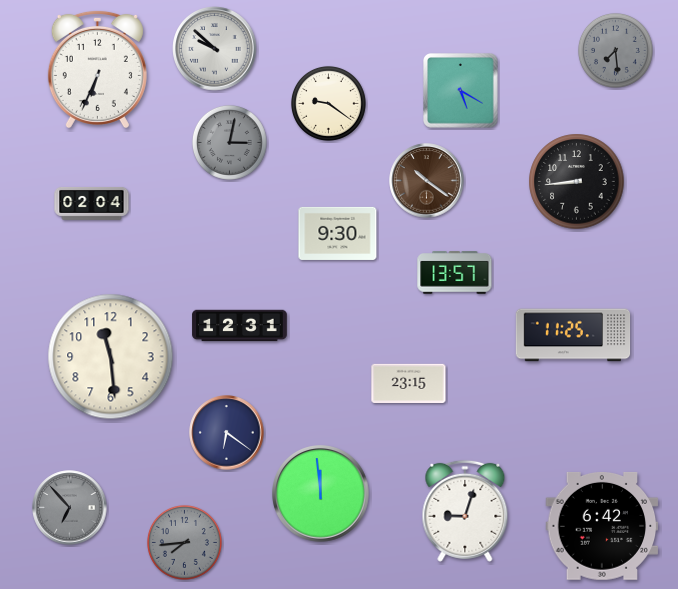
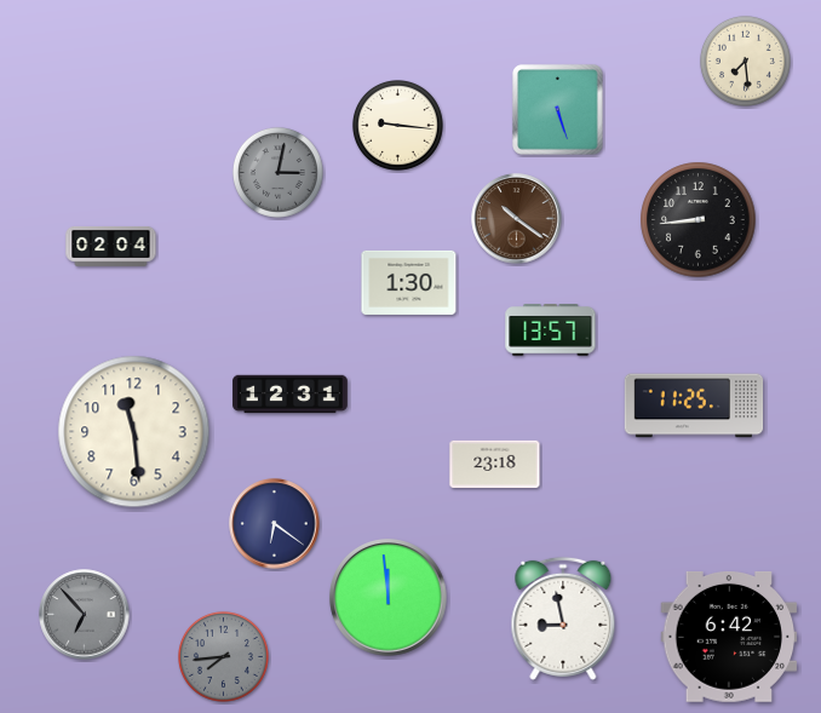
clock at (215, 49): 9:52 -> none
clock at (615, 50) dial: grey -> cream
clock at (97, 69): 6:34 -> none
clock at (461, 91): 5:20 -> 5:27
clock at (328, 103): 9:21 -> 9:16
clock at (338, 233): 9:30 -> 1:30
clock at (409, 383): 23:15 -> 23:18
clock at (465, 511): 9:03 -> 8:58
